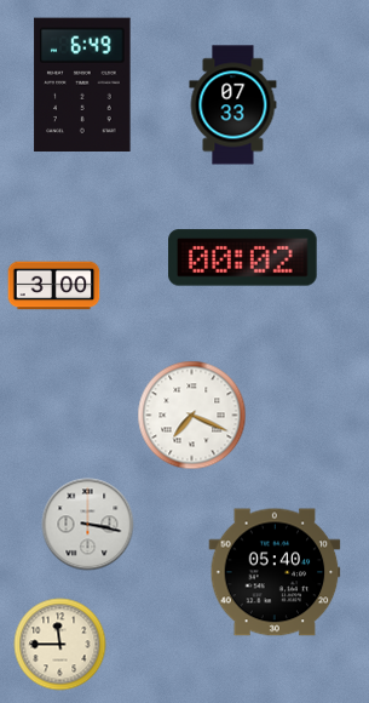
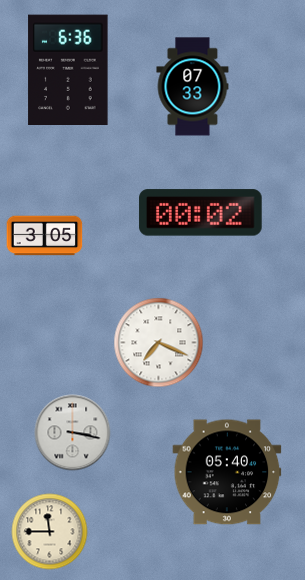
clock at (82, 85): 6:49 -> 6:36
clock at (54, 286): 3:00 -> 3:05
